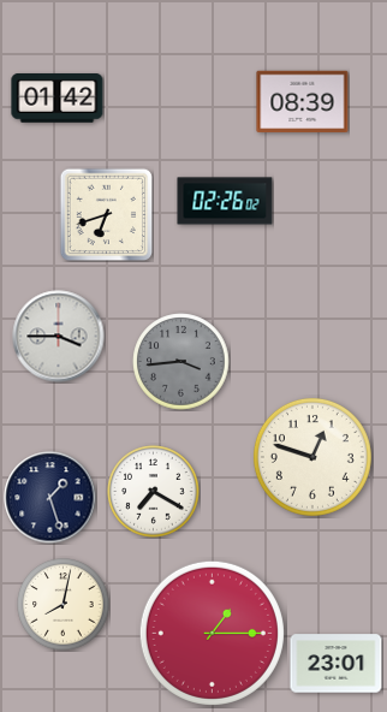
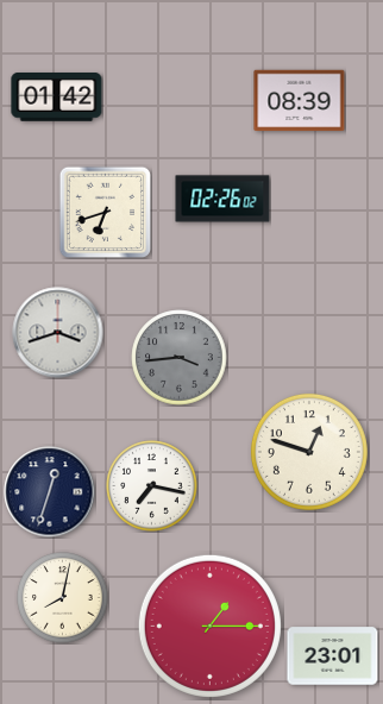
clock at (59, 337): 3:45 -> 3:42
clock at (154, 492): 7:20 -> 7:17
clock at (50, 498): 1:27 -> 12:33
